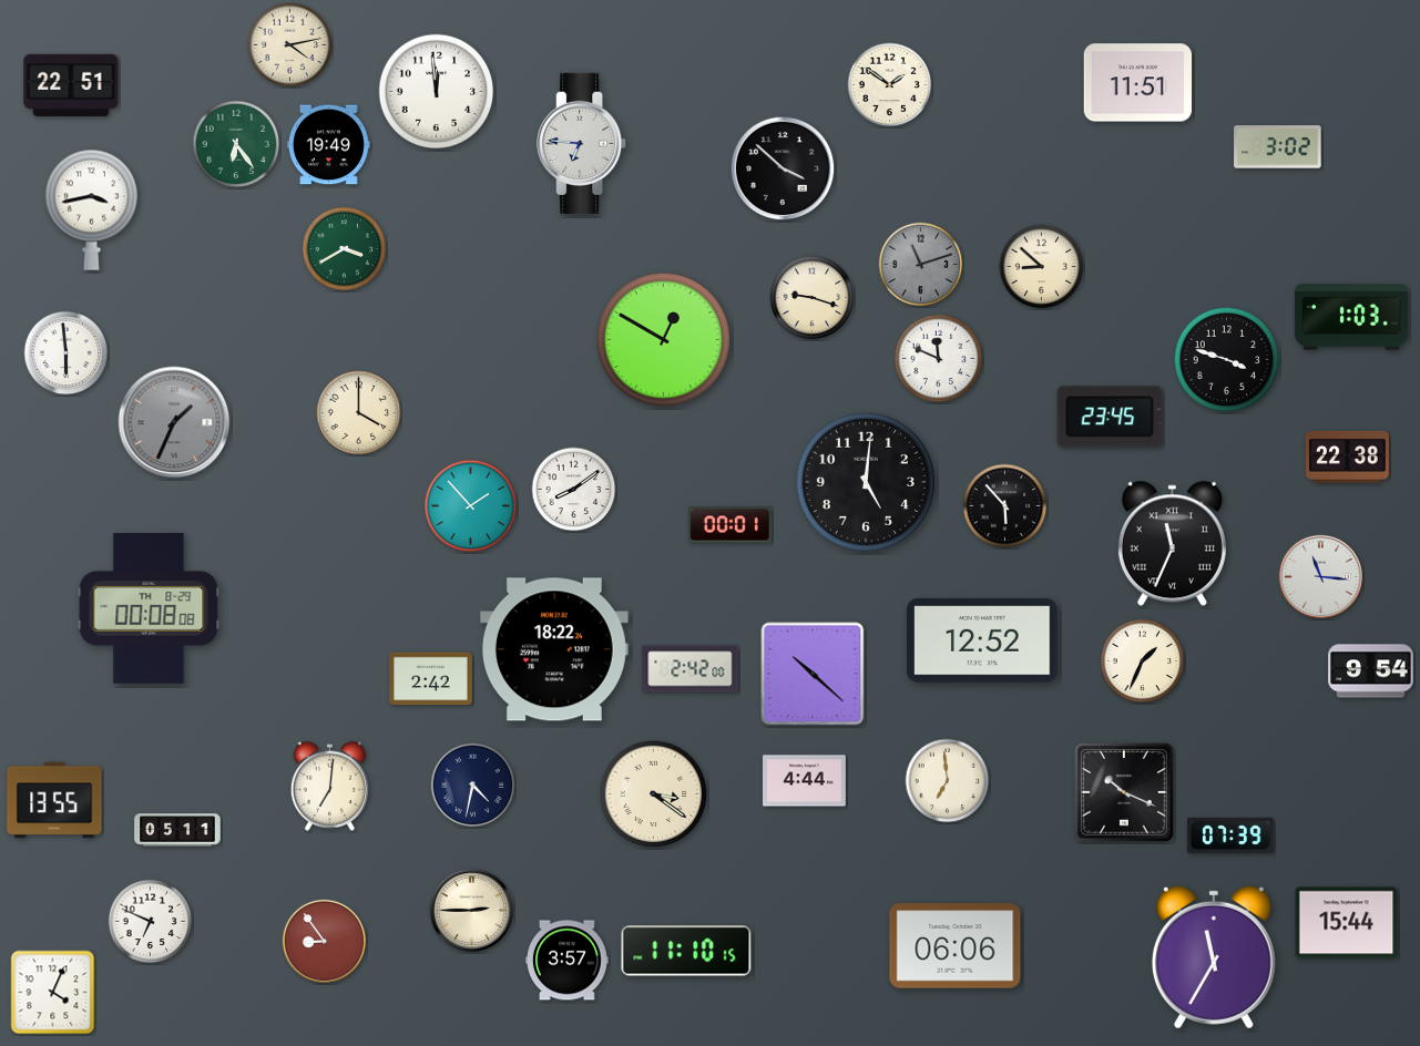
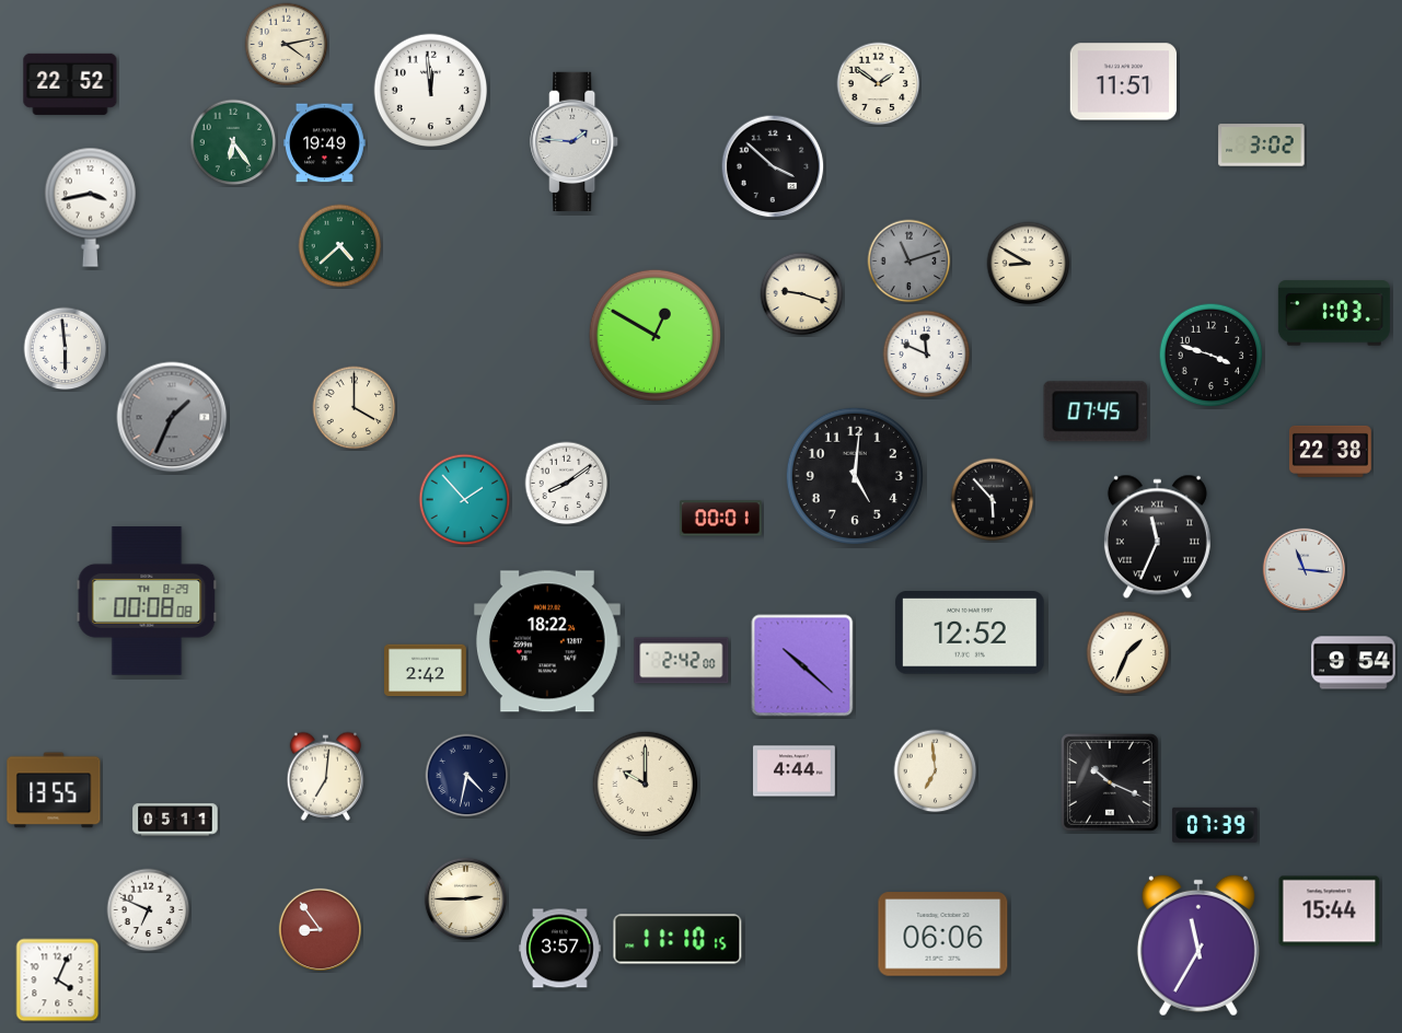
clock at (71, 85): 22:51 -> 22:52
clock at (582, 143): 6:46 -> 1:46
clock at (345, 249): 3:40 -> 4:38
clock at (1042, 267): 8:52 -> 8:50
clock at (1110, 417): 23:45 -> 07:45
clock at (654, 794): 3:21 -> 10:00
clock at (53, 993) position: (53, 993) -> (58, 980)
